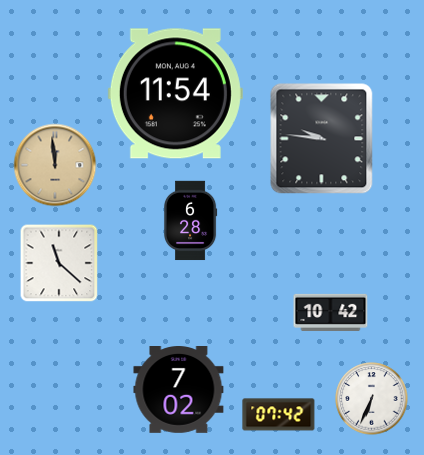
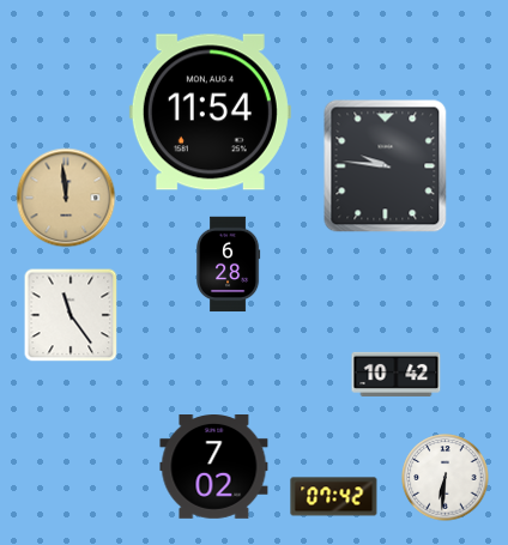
clock at (59, 263): 11:22 -> 11:24
clock at (372, 399): 6:34 -> 6:31
